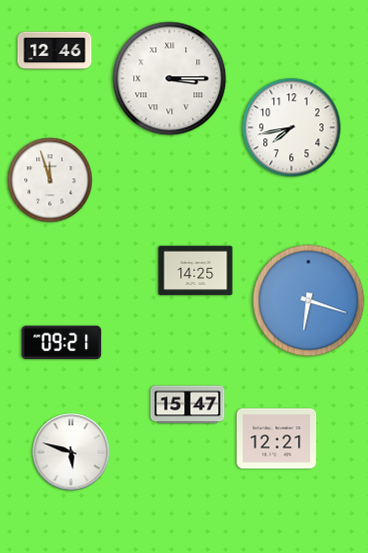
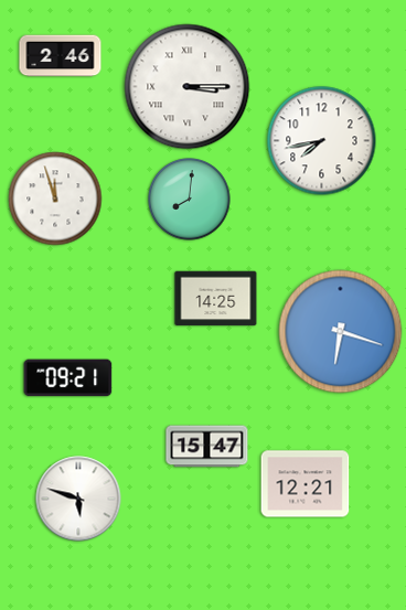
clock at (55, 51): 12:46 -> 2:46
clock at (190, 200): none -> 8:01
